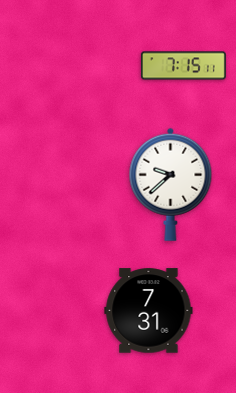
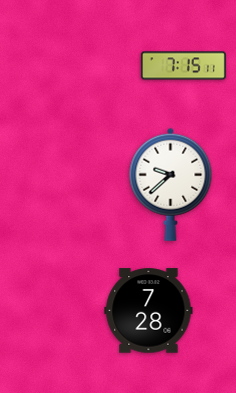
clock at (149, 311): 7:31 -> 7:28
